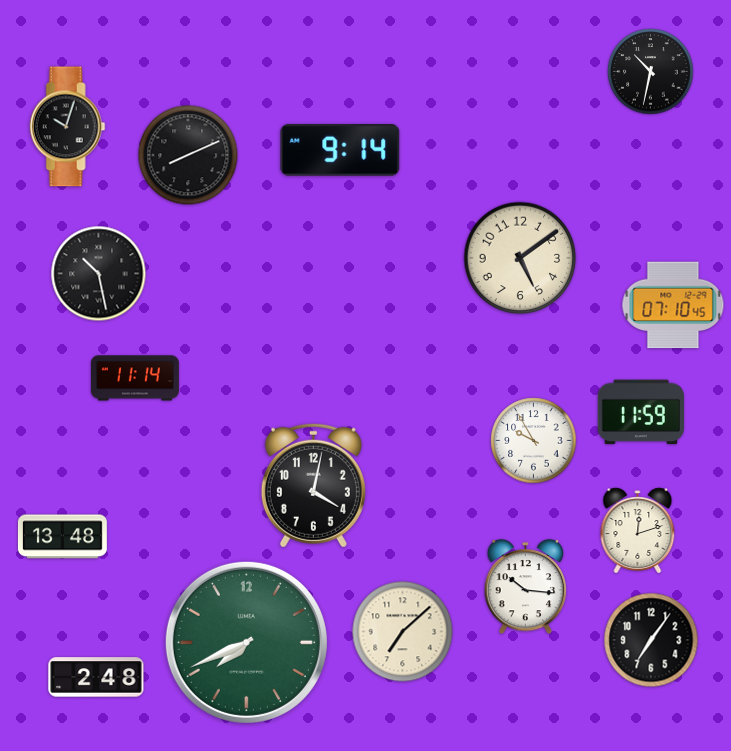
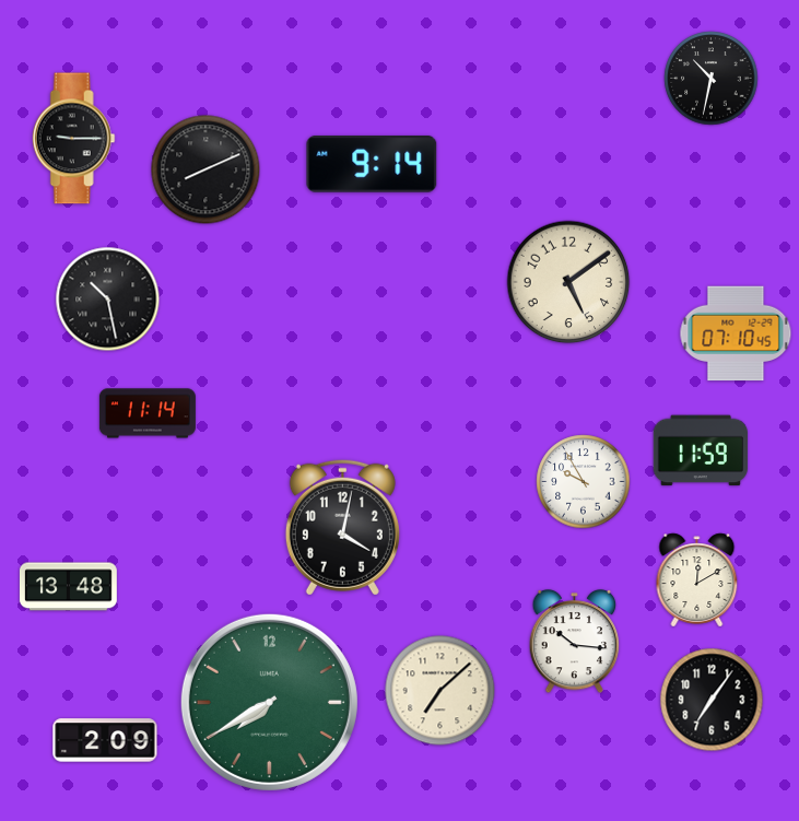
clock at (67, 127): 10:03 -> 9:15
clock at (313, 485) position: (313, 485) -> (342, 527)
clock at (638, 531): 12:12 -> 12:10
clock at (246, 642): 7:41 -> 7:40
clock at (96, 677): 2:48 -> 2:09
